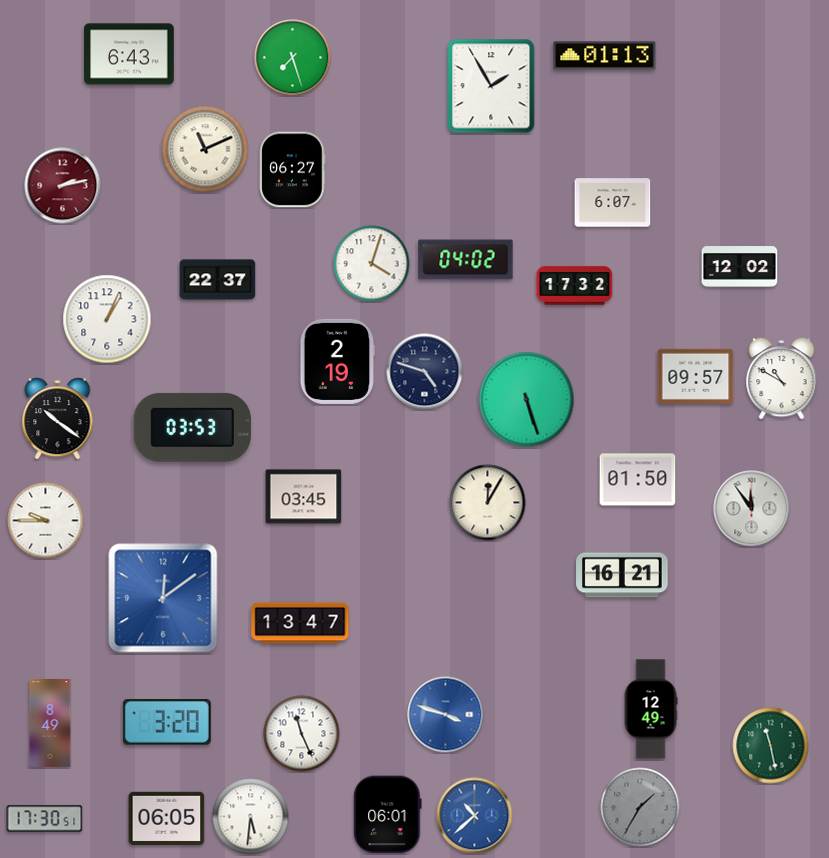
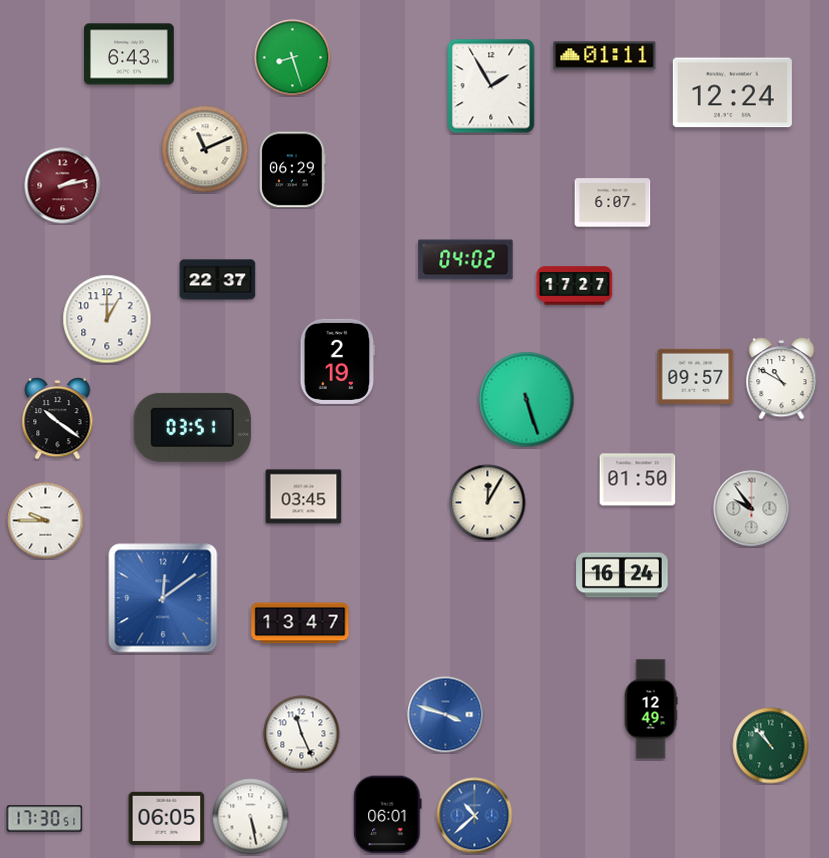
clock at (605, 56): 01:13 -> 01:11
clock at (293, 58): 7:27 -> 8:27
clock at (732, 93): none -> 12:24
clock at (293, 170): 06:27 -> 06:29
clock at (372, 264): 4:03 -> none
clock at (740, 267): 12:02 -> none
clock at (575, 286): 17:32 -> 17:27
clock at (107, 319): 1:04 -> 1:00
clock at (425, 372): 4:48 -> none
clock at (192, 427): 03:53 -> 03:51
clock at (752, 509): 11:54 -> 9:54
clock at (622, 575): 16:21 -> 16:24
clock at (167, 722): 3:20 -> none
clock at (50, 724): 8:49 -> none
clock at (771, 746): 11:28 -> 10:53
clock at (640, 807): 1:35 -> none
clock at (251, 817): 5:31 -> 5:28
